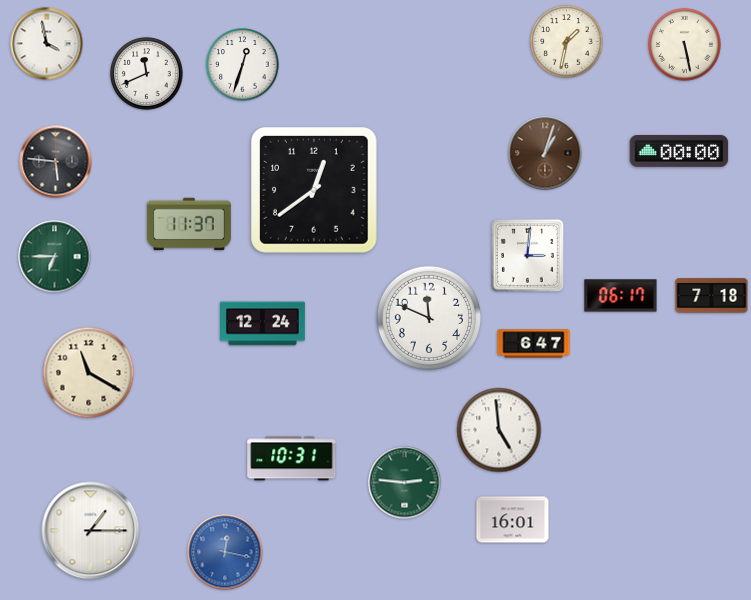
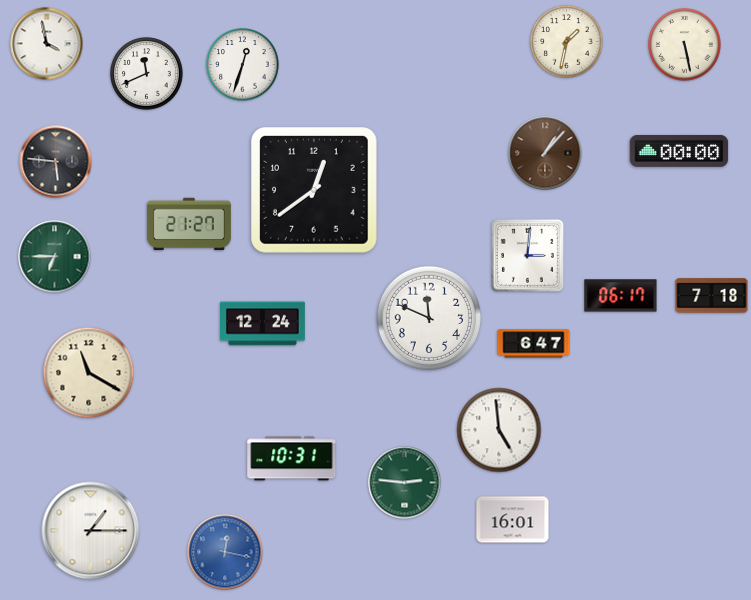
clock at (545, 153): 1:03 -> 1:07
clock at (189, 224): 11:37 -> 21:27
